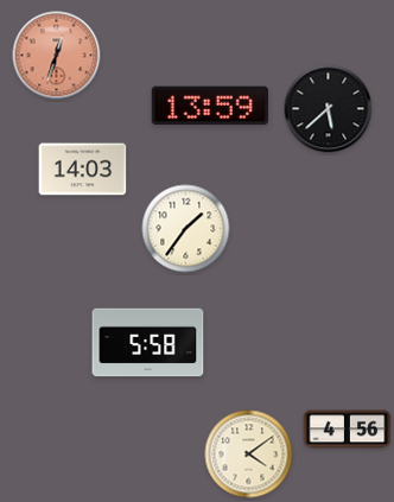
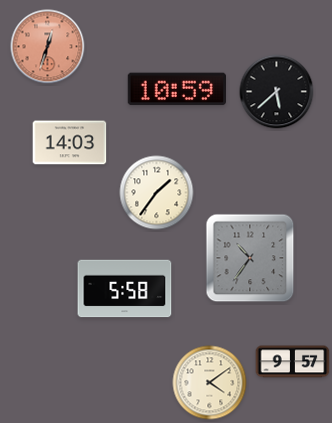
clock at (209, 106): 13:59 -> 10:59
clock at (250, 258): none -> 10:36
clock at (348, 430): 4:56 -> 9:57
